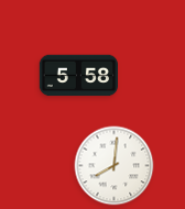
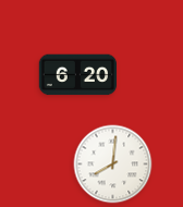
clock at (78, 76): 5:58 -> 6:20
